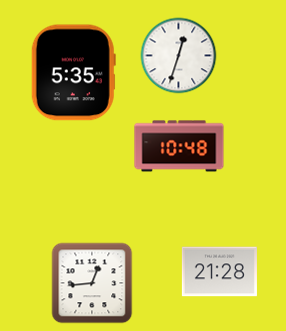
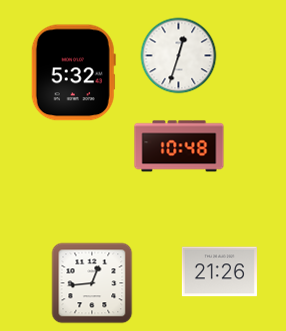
clock at (73, 73): 5:35 -> 5:32
clock at (219, 272): 21:28 -> 21:26
